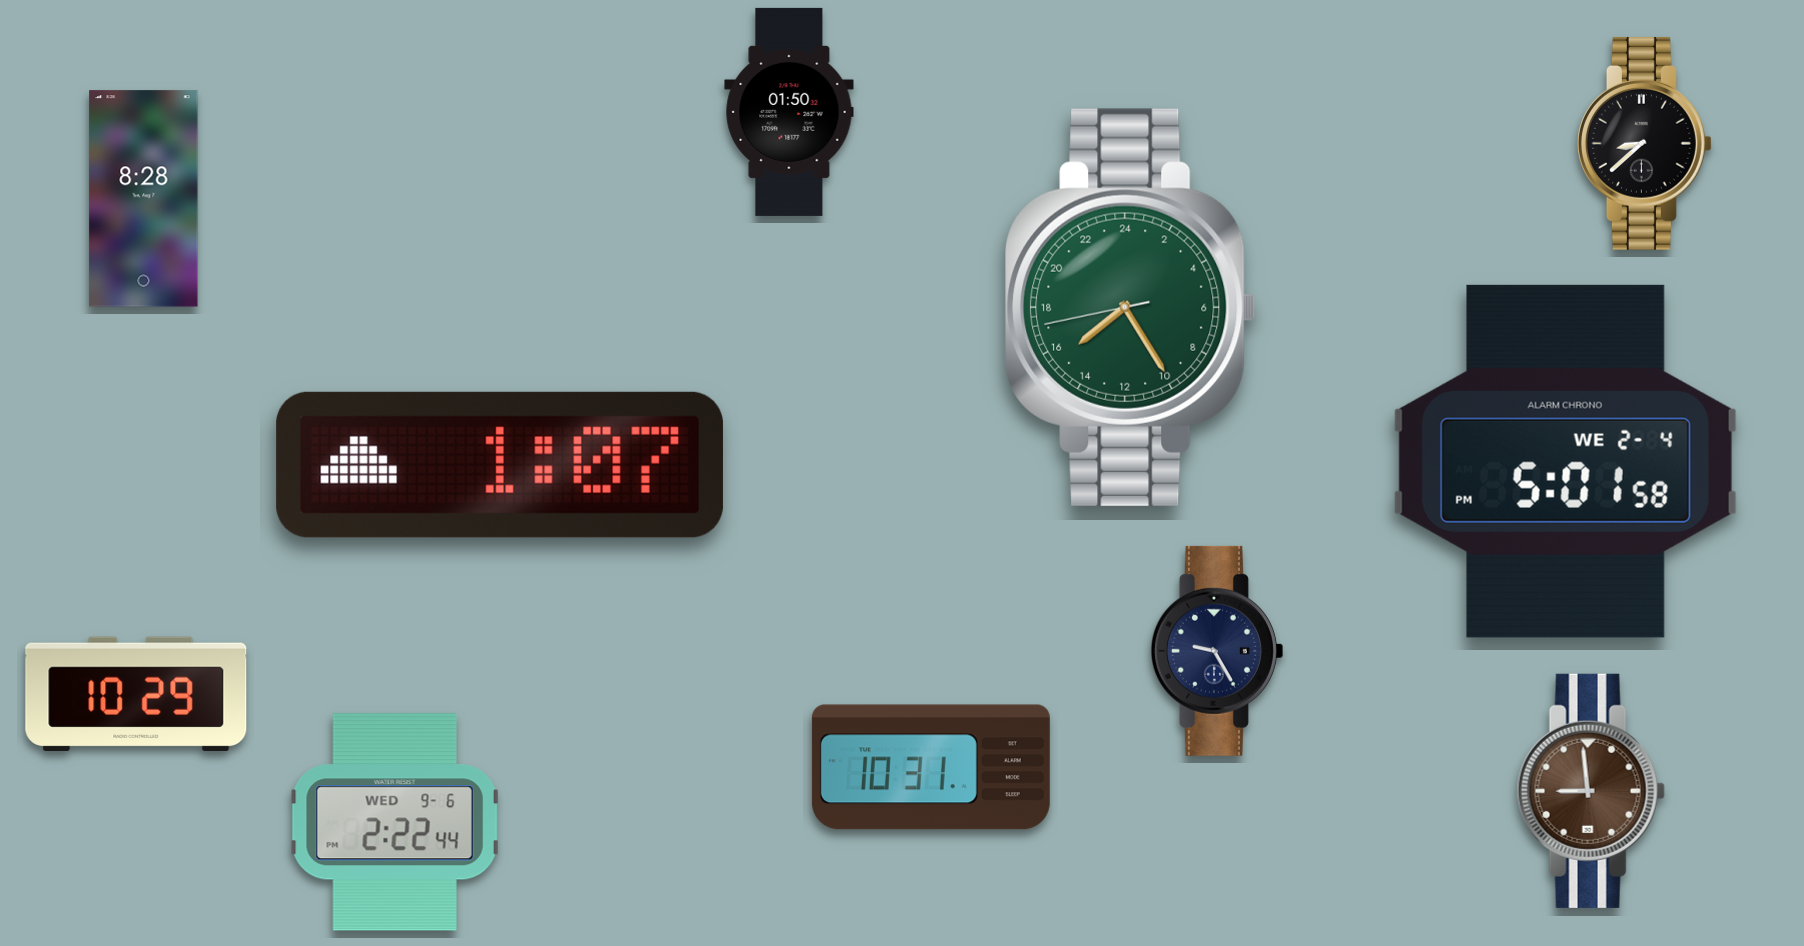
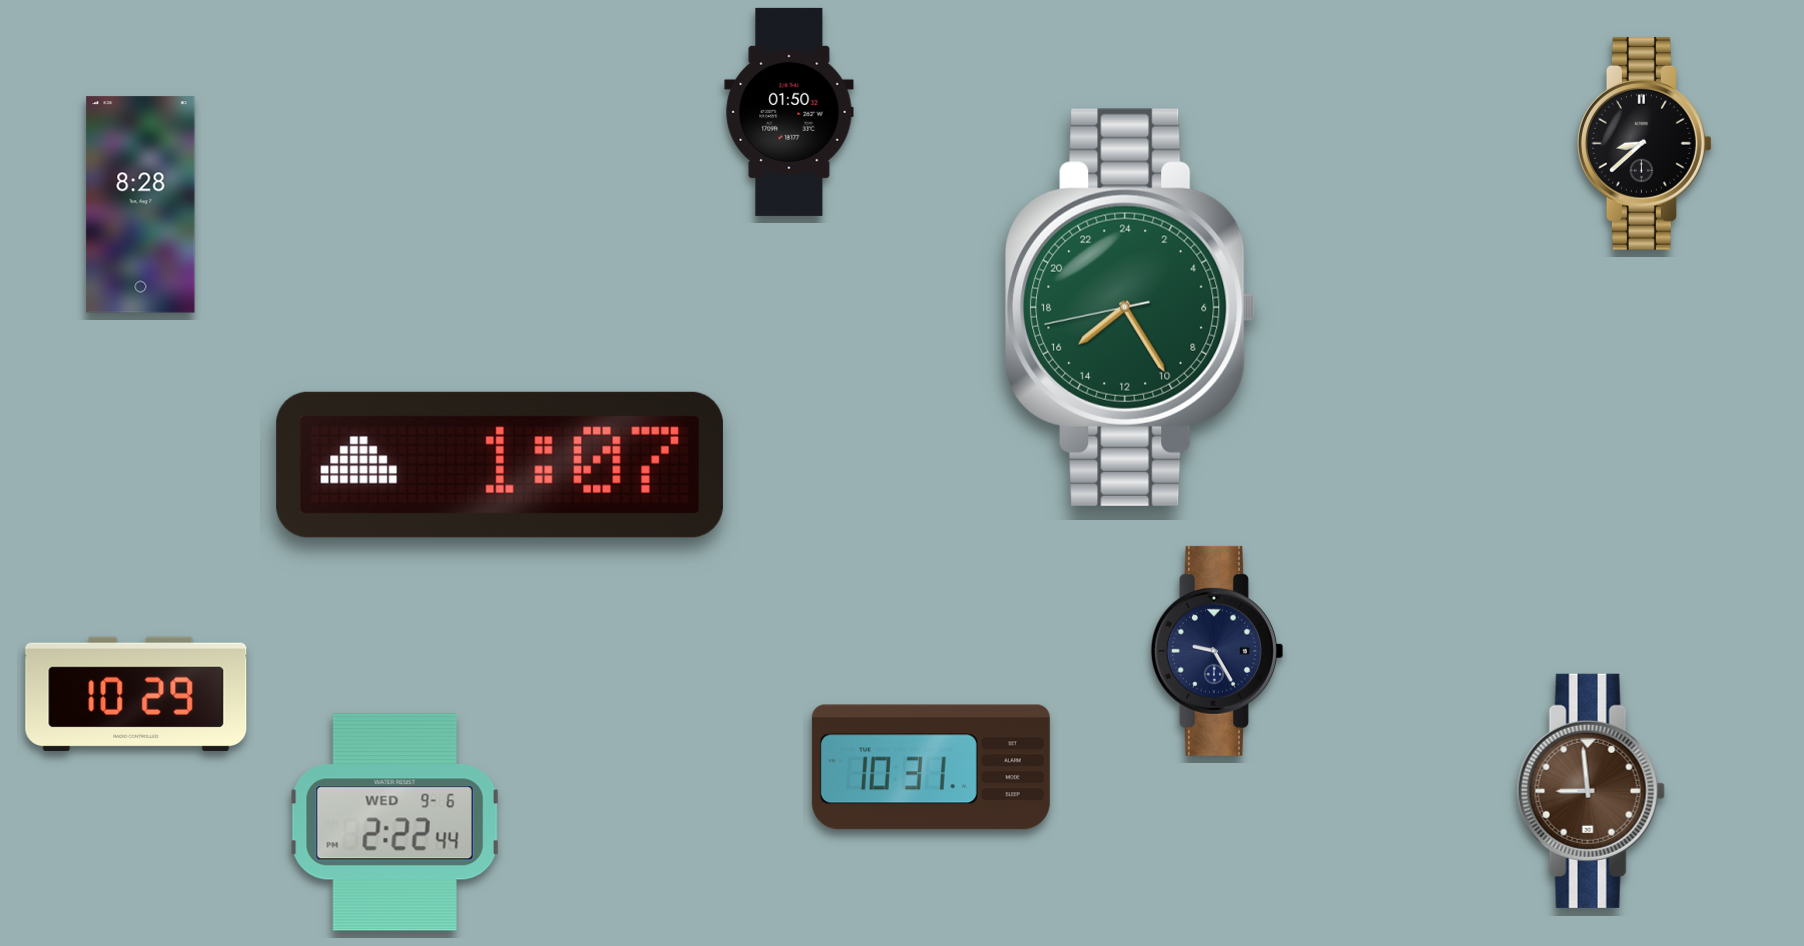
clock at (144, 199) position: (144, 199) -> (141, 205)
clock at (1565, 461): 5:01 -> none
